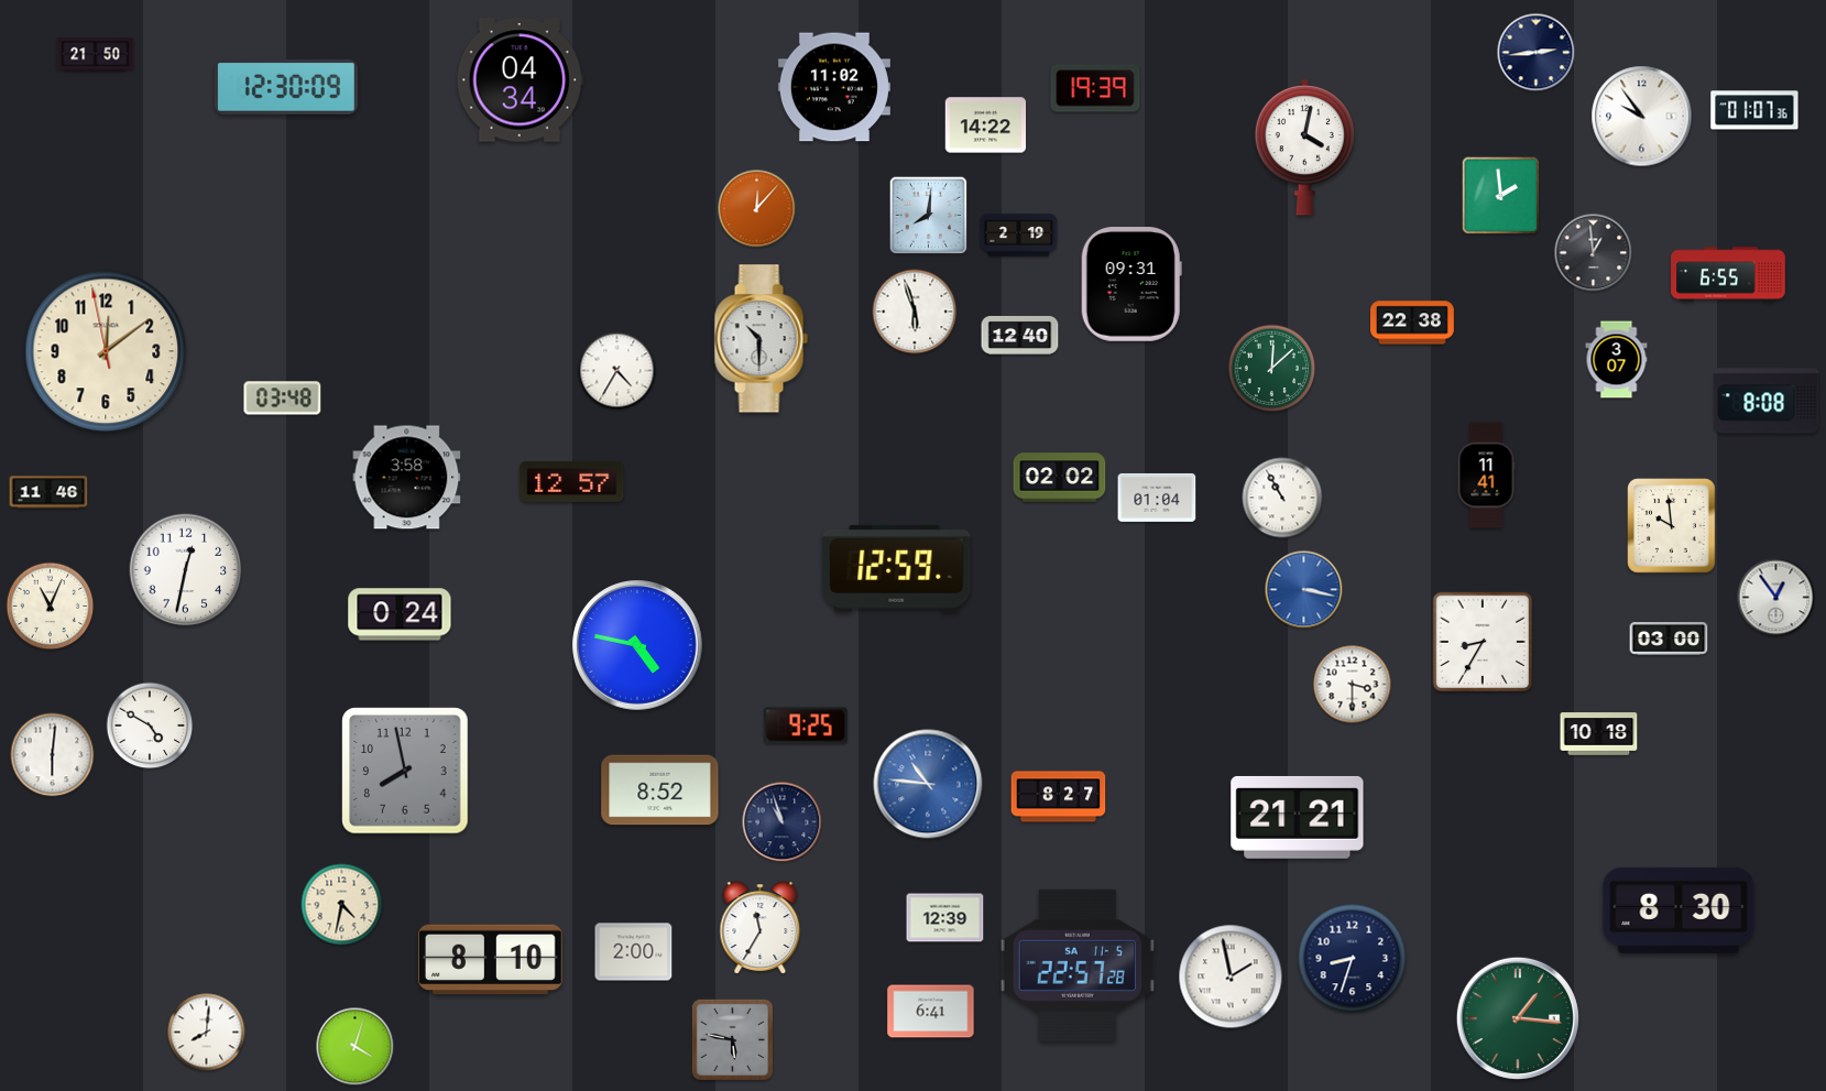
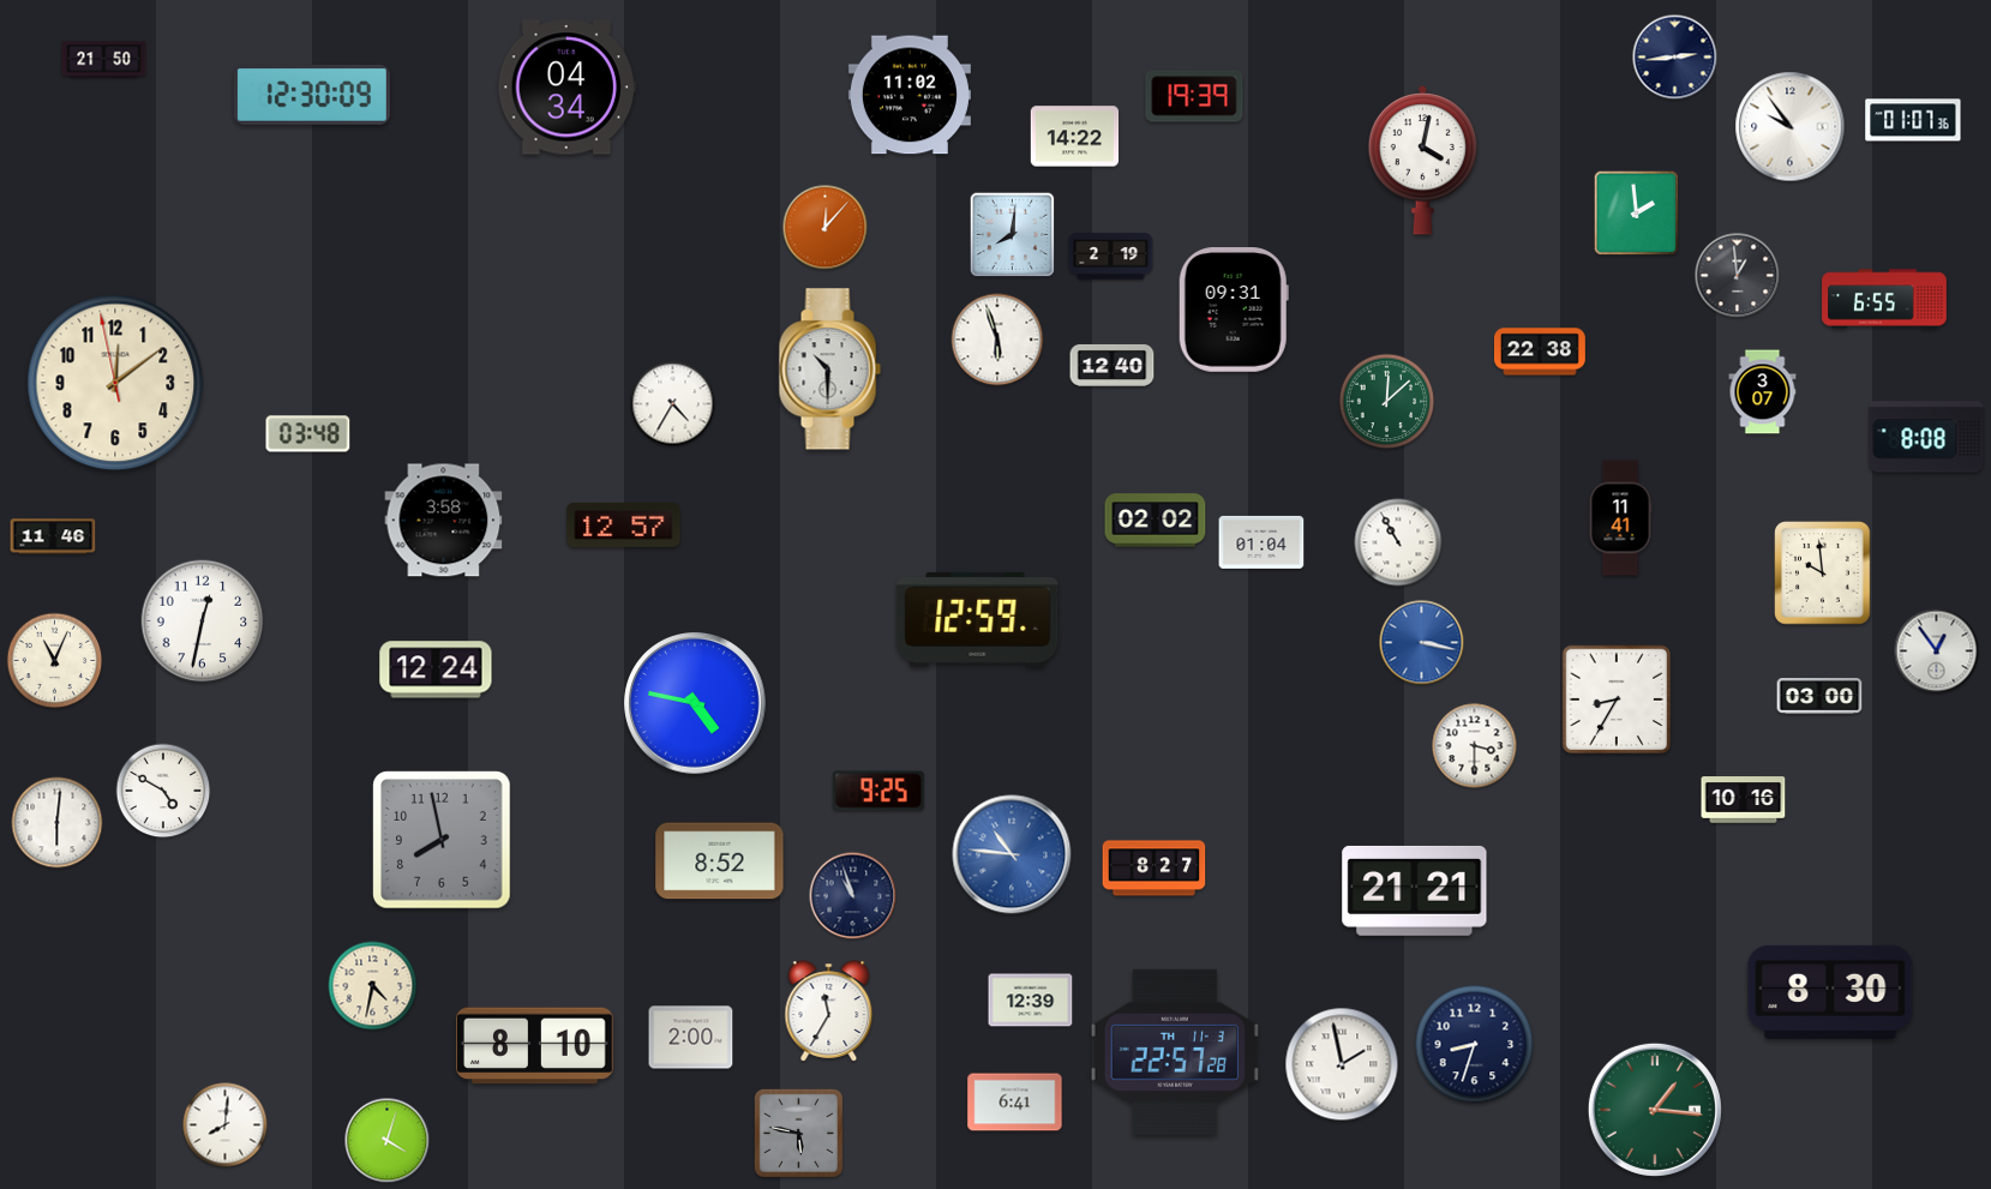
clock at (400, 614): 0:24 -> 12:24
clock at (1599, 734): 10:18 -> 10:16
clock at (1078, 965) date: SA 11-5 -> TH 11-3
